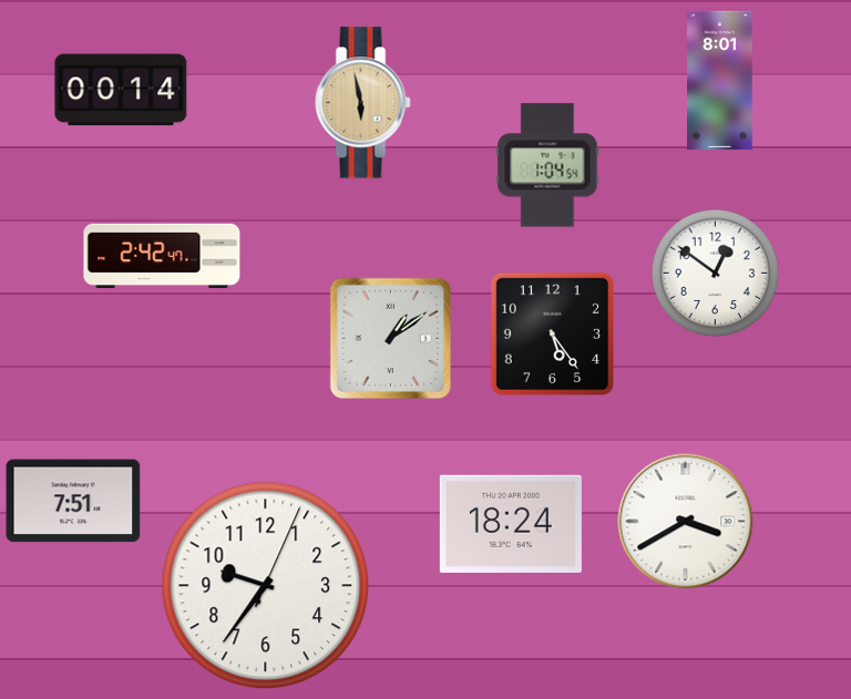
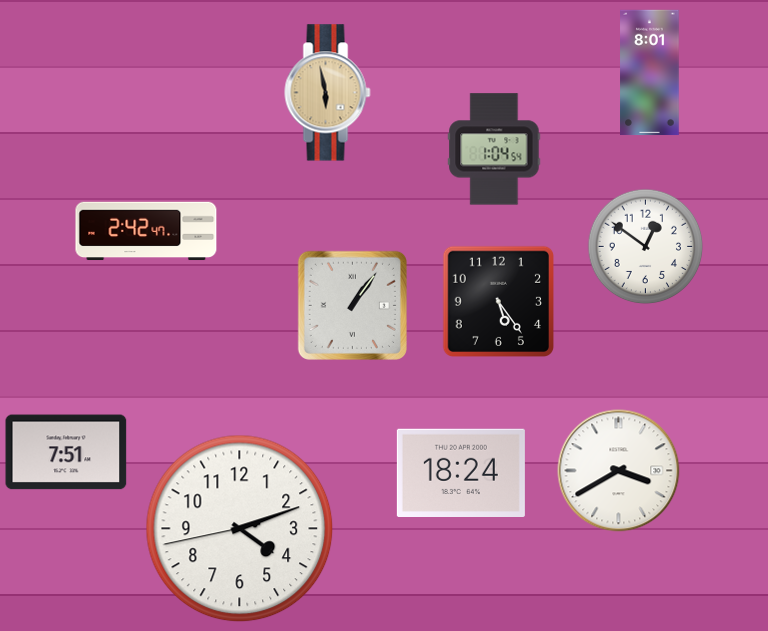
clock at (121, 90): 00:14 -> none
clock at (390, 338): 1:09 -> 1:06
clock at (266, 586): 9:36 -> 4:11
